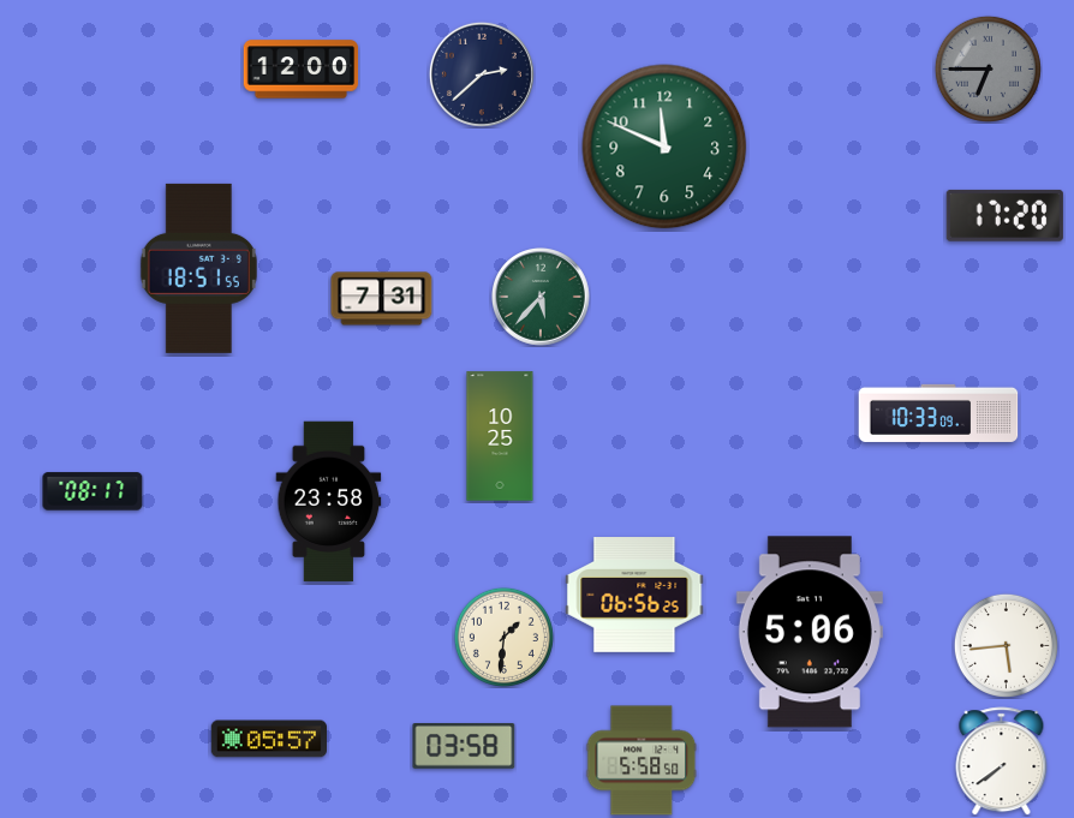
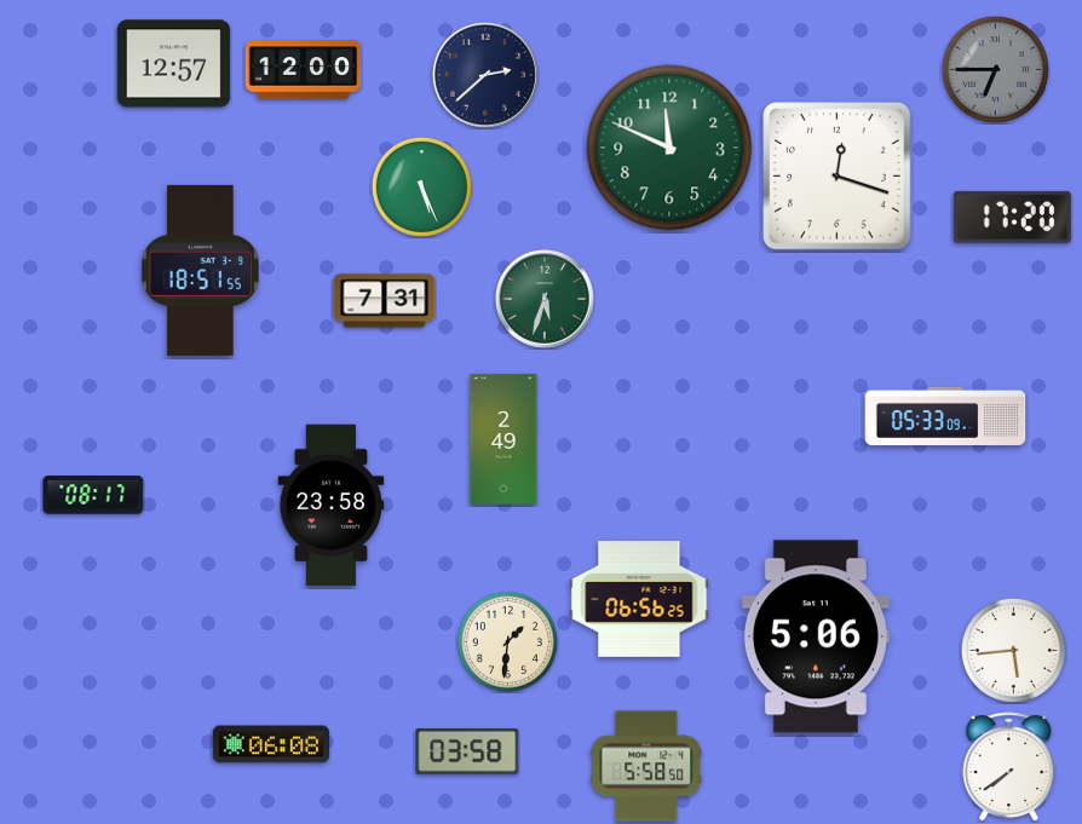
clock at (174, 64): none -> 12:57
clock at (838, 177): none -> 12:18
clock at (421, 186): none -> 5:26
clock at (542, 298): 5:37 -> 5:33
clock at (938, 413): 10:33 -> 05:33
clock at (500, 436): 10:25 -> 2:49
clock at (268, 739): 05:57 -> 06:08
